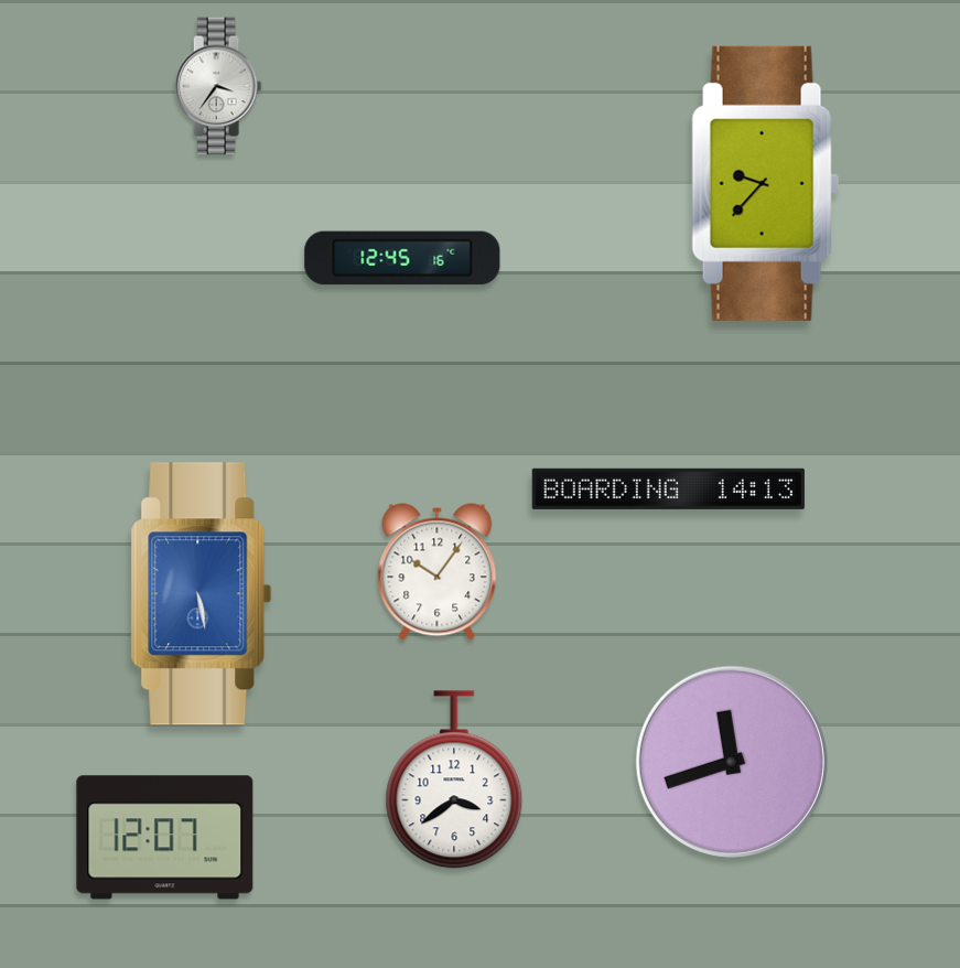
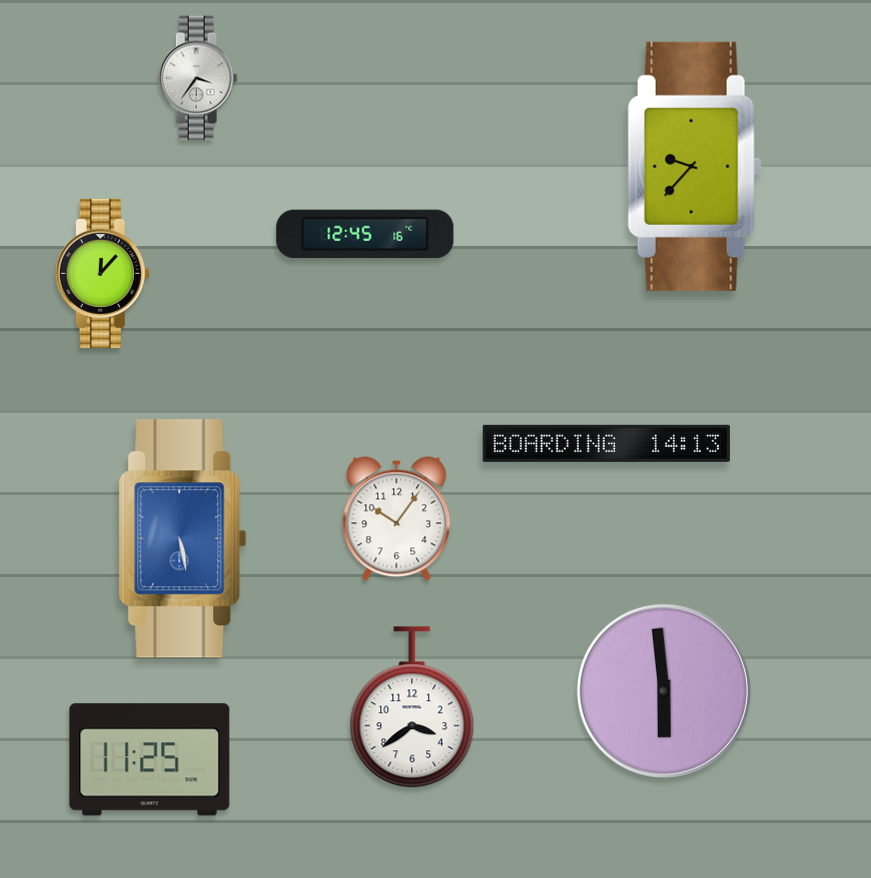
clock at (102, 273): none -> 12:07
clock at (732, 762): 11:42 -> 5:59
clock at (165, 838): 12:07 -> 11:25
